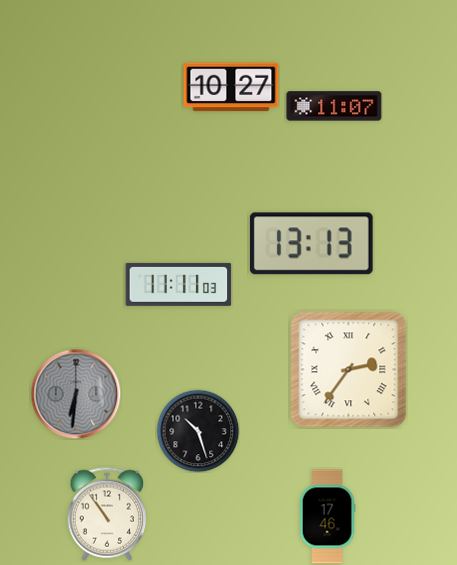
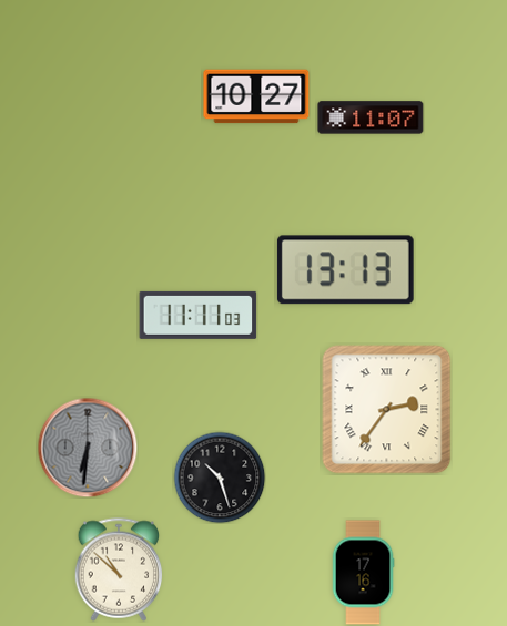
clock at (76, 394) position: (76, 394) -> (88, 448)
clock at (107, 514): 10:54 -> 10:52
clock at (327, 517): 17:46 -> 17:16
